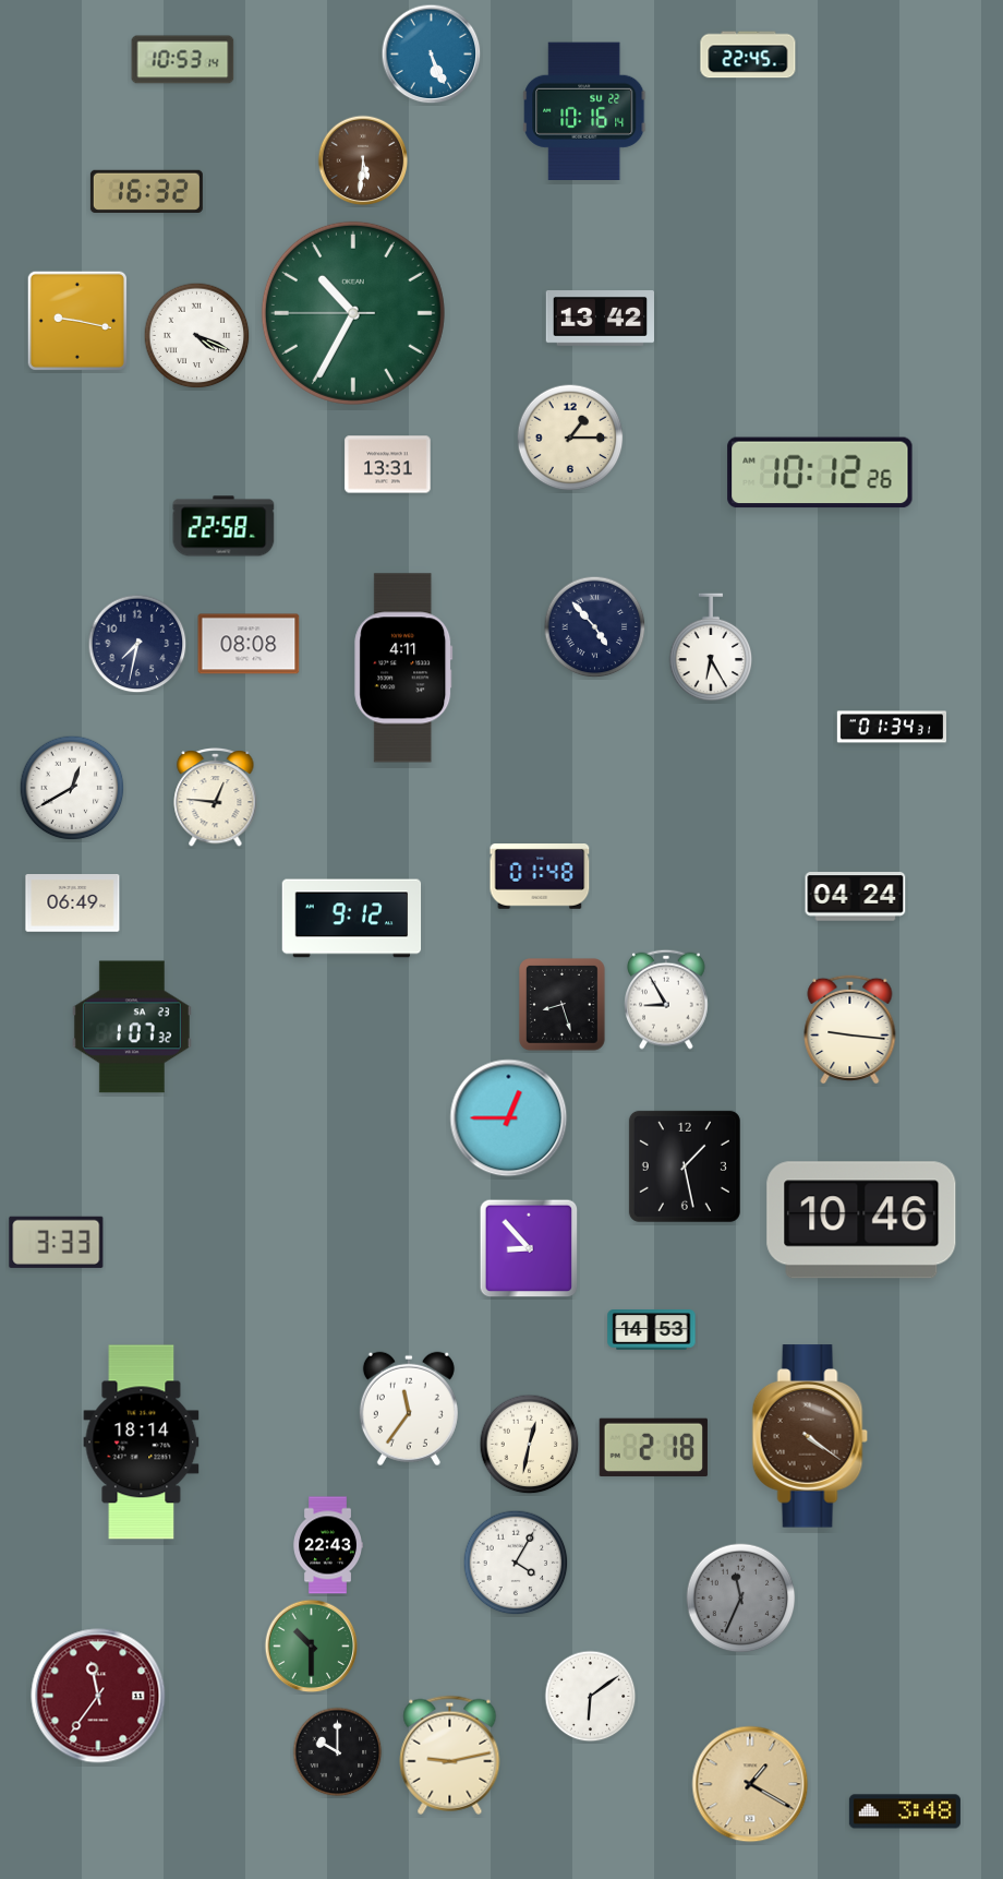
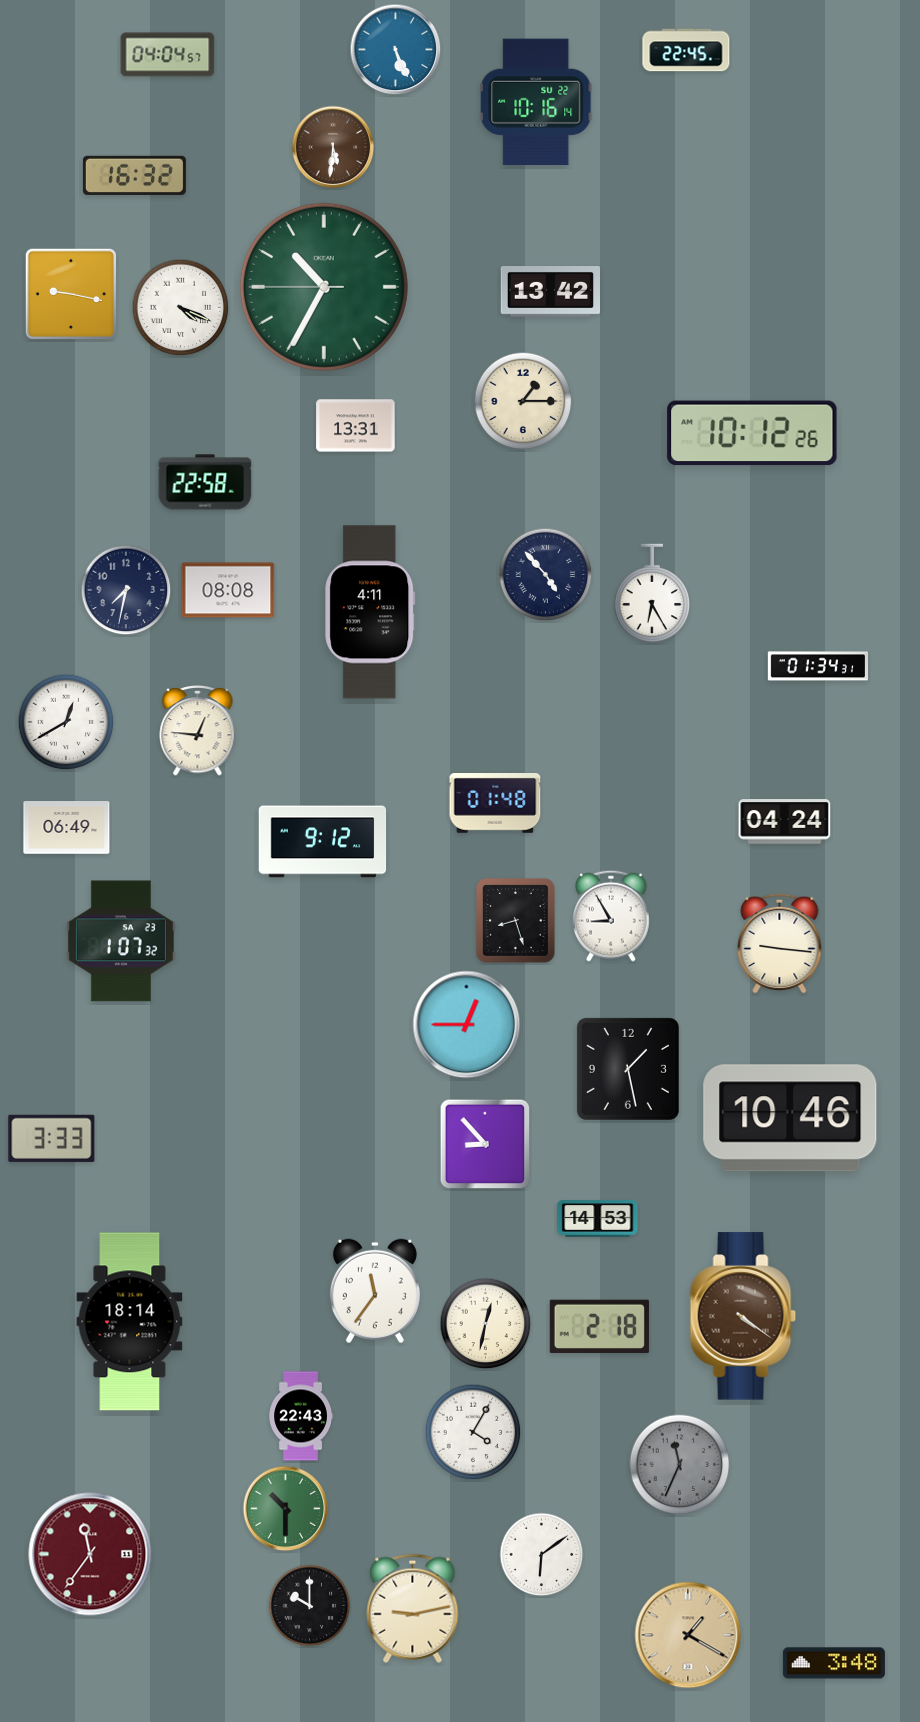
clock at (183, 60): 10:53 -> 04:04
clock at (905, 1811) position: (905, 1811) -> (834, 1663)
